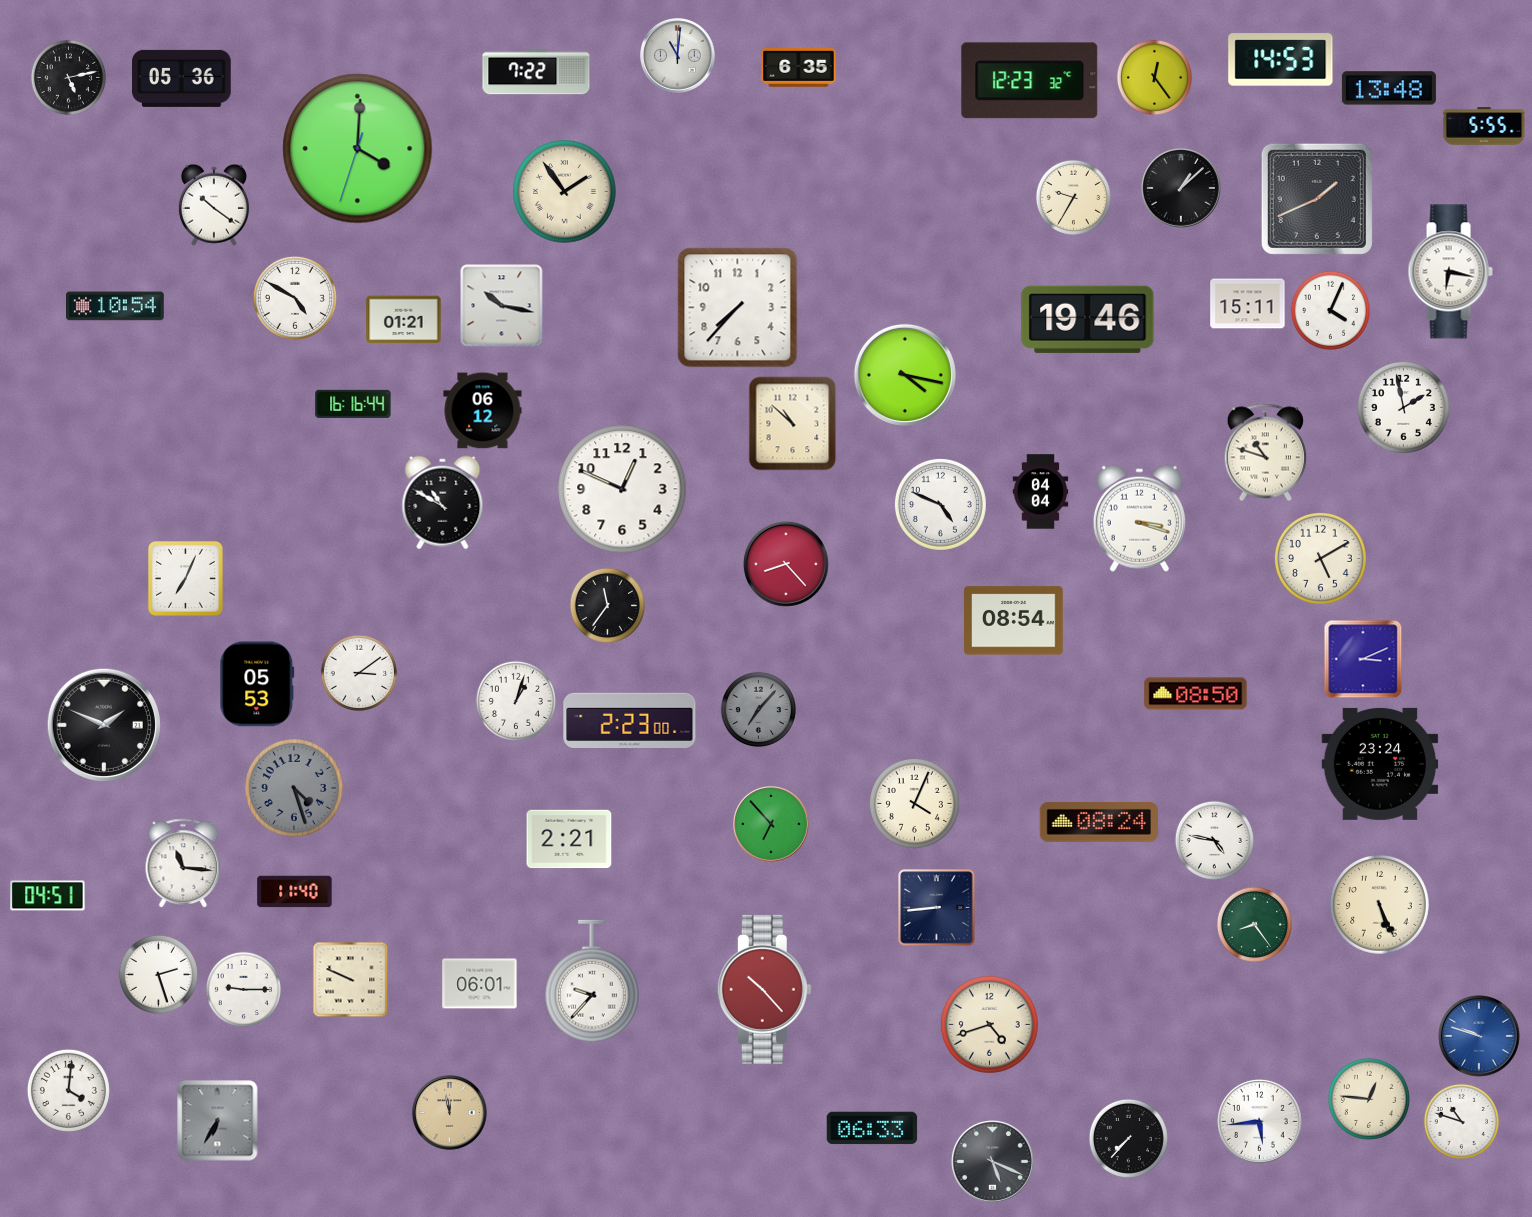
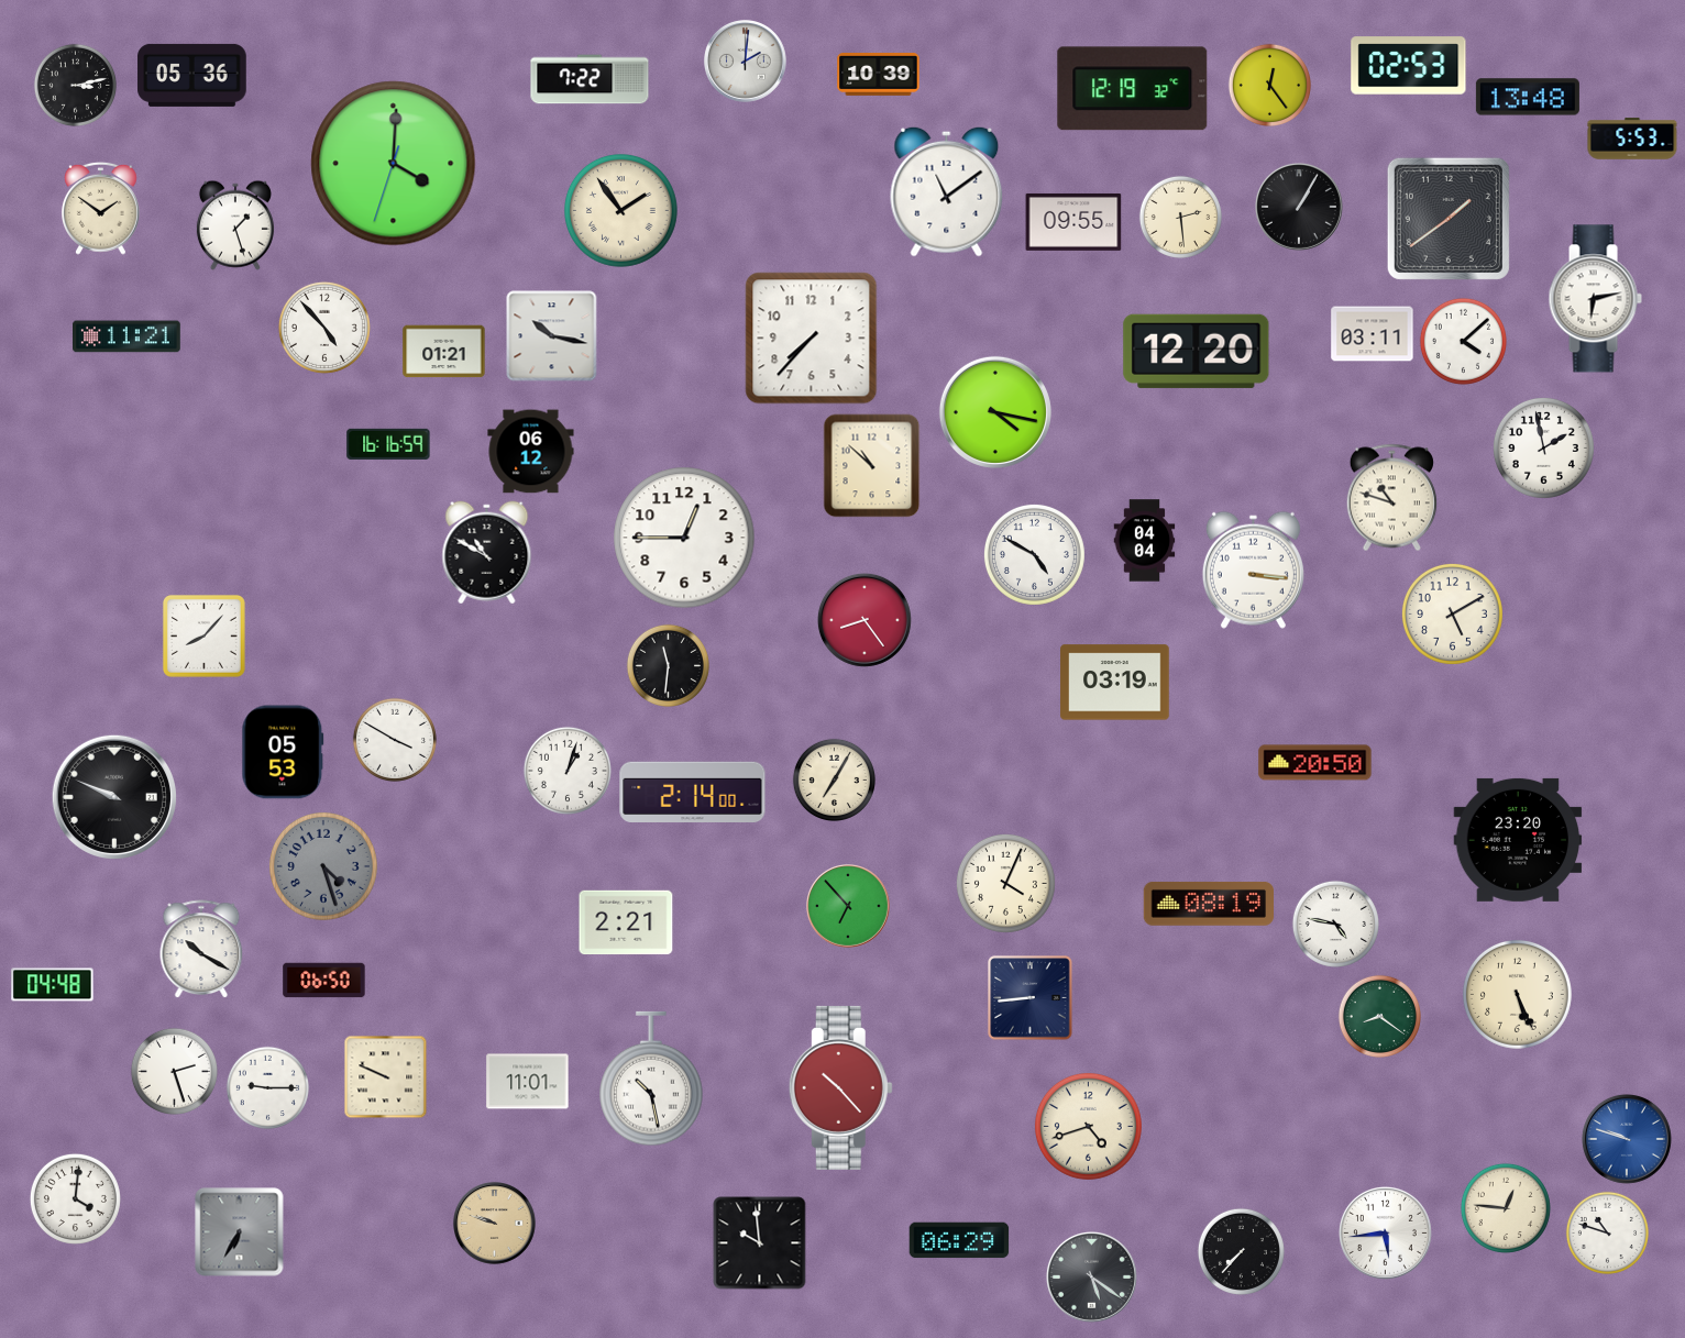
clock at (678, 56): 11:01 -> 2:01
clock at (1281, 60): 14:53 -> 02:53
clock at (799, 68): 6:35 -> 10:39
clock at (68, 77): 5:13 -> 3:13
clock at (182, 78) position: (182, 78) -> (192, 75)
clock at (1030, 81): 12:23 -> 12:19
clock at (1484, 126): 5:55 -> 5:53
clock at (947, 191): none -> 11:09
clock at (101, 208): none -> 1:51
clock at (1182, 189): 1:08 -> 1:05
clock at (1073, 197): 9:35 -> 2:29
clock at (1317, 199): 1:41 -> 1:39
clock at (1073, 222): none -> 09:55
clock at (214, 205): 10:21 -> 1:27
clock at (1450, 272): 6:17 -> 6:13
clock at (295, 298): 4:50 -> 4:53
clock at (1248, 304): 15:11 -> 03:11
clock at (115, 306): 10:54 -> 11:21
clock at (1330, 310): 4:04 -> 4:08
clock at (1088, 319): 19:46 -> 12:20
clock at (353, 404): 16:16:44 -> 16:16:59
clock at (622, 489): 12:49 -> 12:45
clock at (940, 504): 4:49 -> 4:50
clock at (1139, 518): 3:18 -> 3:16
clock at (786, 564): 8:23 -> 8:24
clock at (185, 578): 7:04 -> 8:07
clock at (607, 605): 11:36 -> 11:31
clock at (1014, 621): 08:54 -> 03:19
clock at (1363, 659): 3:11 -> none
clock at (359, 673): 3:09 -> 3:50
clock at (1196, 694): 08:50 -> 20:50
clock at (758, 709): 7:07 -> 7:05
clock at (758, 709) dial: grey -> cream
clock at (630, 720): 2:23 -> 2:14
clock at (104, 725): 1:49 -> 9:49
clock at (1380, 764): 23:24 -> 23:20
clock at (1098, 822): 08:24 -> 08:19
clock at (183, 864): 11:16 -> 10:20
clock at (295, 892): 11:40 -> 06:50
clock at (48, 896): 04:51 -> 04:48
clock at (1254, 924): 8:24 -> 8:21
clock at (592, 981): 9:37 -> 10:28
clock at (480, 984): 06:01 -> 11:01
clock at (450, 1113): 11:58 -> 9:48
clock at (872, 1128): 06:33 -> 06:29
clock at (760, 1243): none -> 9:59
clock at (992, 1161): 5:19 -> 5:21
